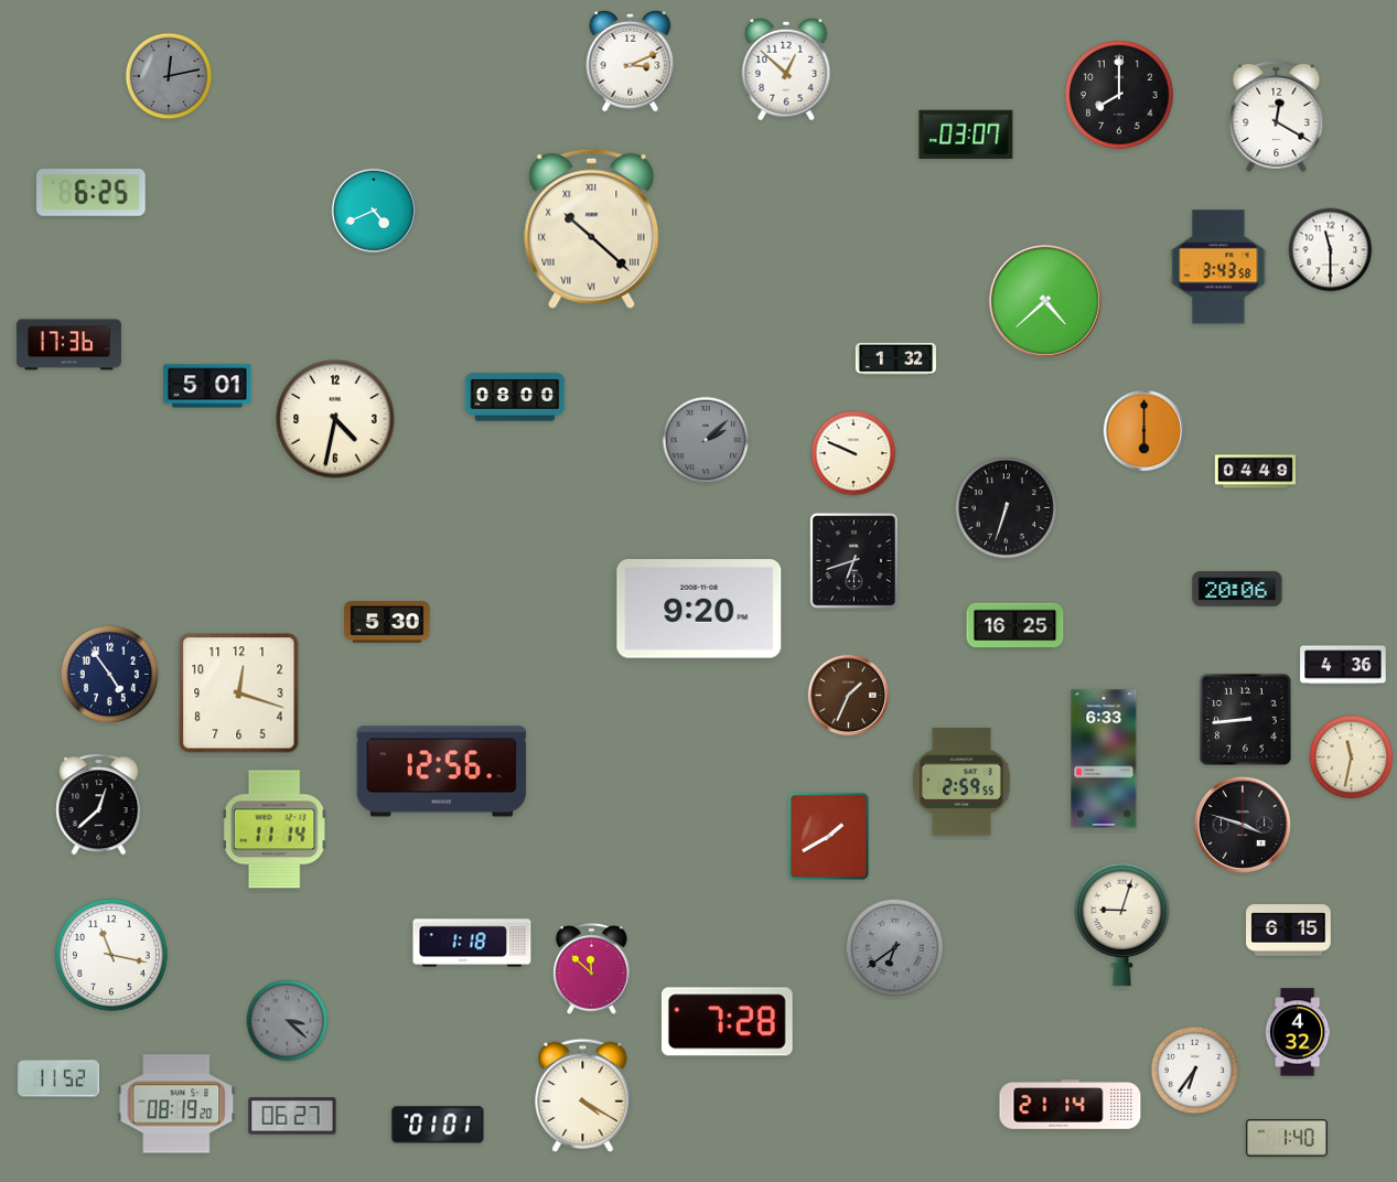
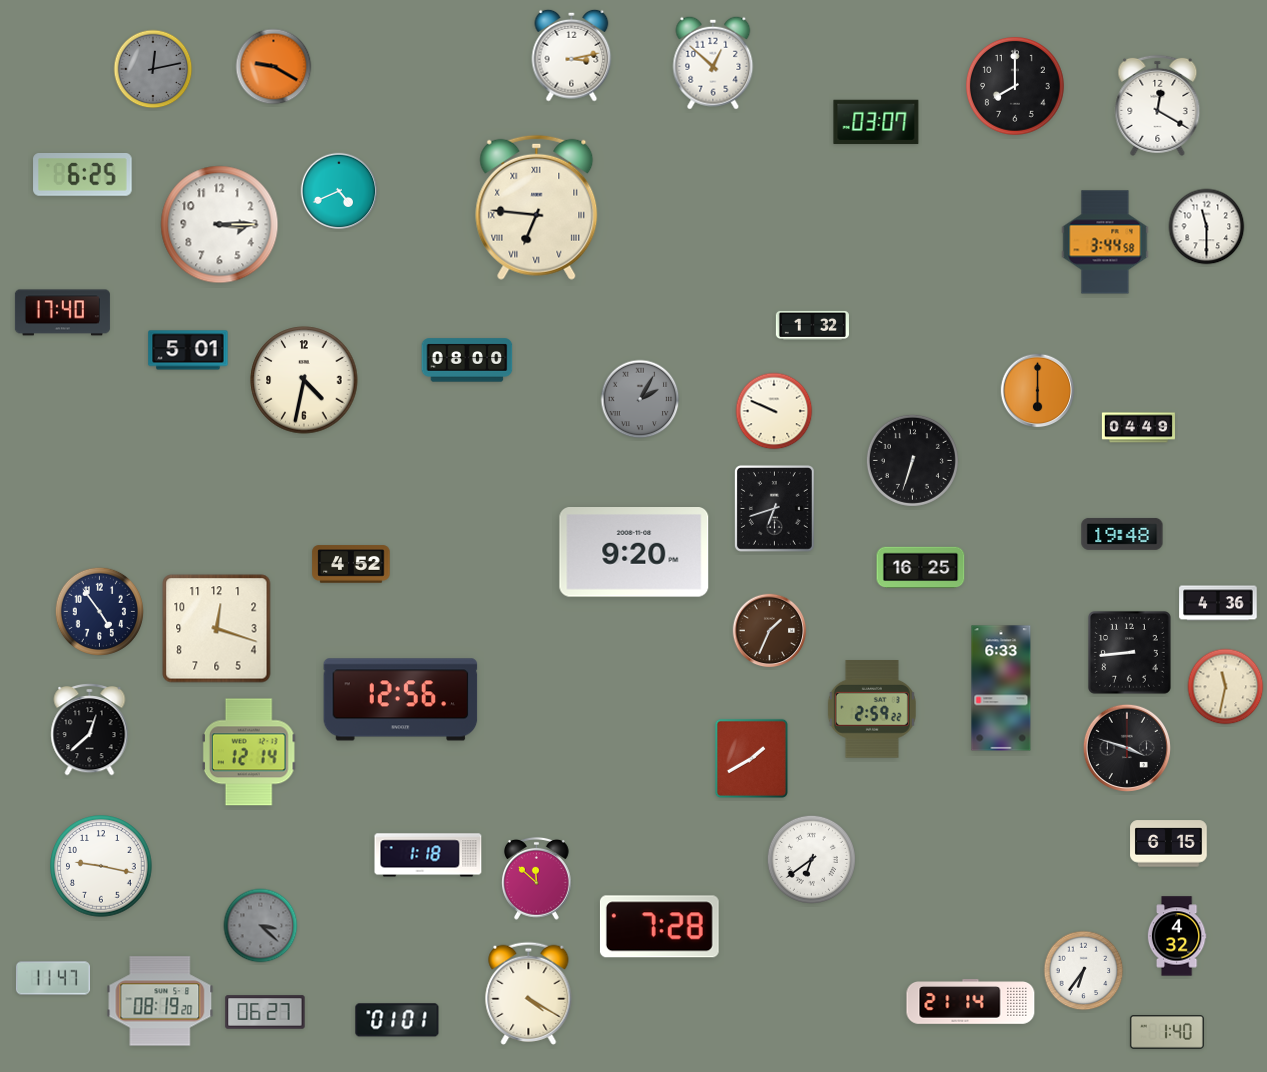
clock at (631, 61): 3:11 -> 3:13
clock at (274, 67): none -> 9:20
clock at (592, 228): 10:22 -> 6:46
clock at (220, 225): none -> 3:15
clock at (1218, 267): 3:43 -> 3:44
clock at (1045, 301): 4:38 -> none
clock at (68, 345): 17:36 -> 17:40
clock at (706, 440): 2:08 -> 2:05
clock at (1237, 589): 20:06 -> 19:48
clock at (387, 622): 5:30 -> 4:52
clock at (961, 783): 2:59:55 -> 2:59:22
clock at (275, 829): 11:14 -> 12:14
clock at (1122, 924): 9:03 -> none
clock at (894, 947) dial: grey -> white
clock at (111, 955): 11:17 -> 9:17
clock at (58, 1078): 11:52 -> 11:47
